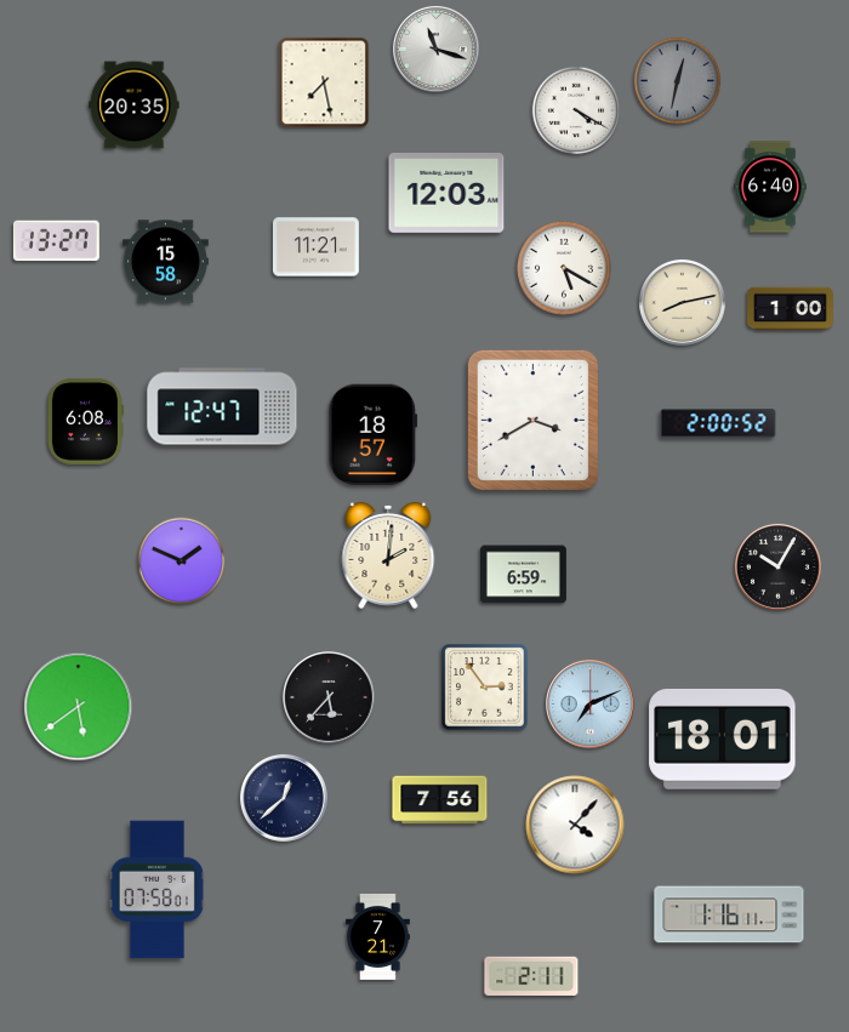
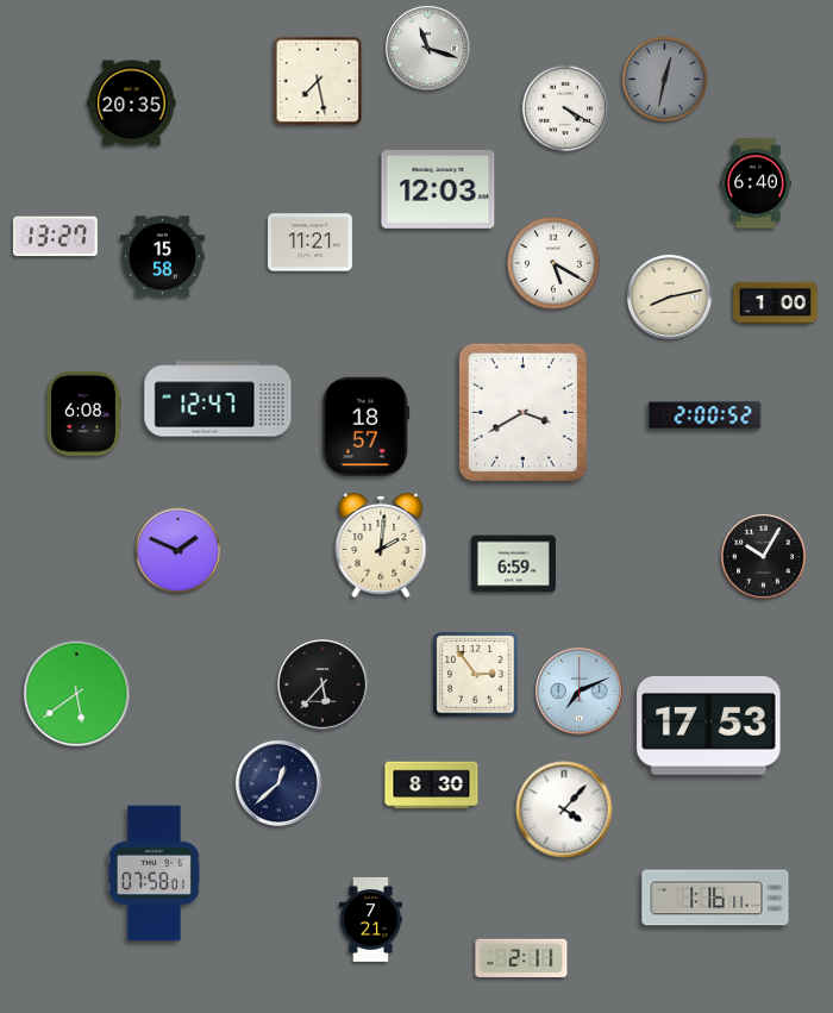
clock at (723, 739): 18:01 -> 17:53
clock at (440, 800): 7:56 -> 8:30
